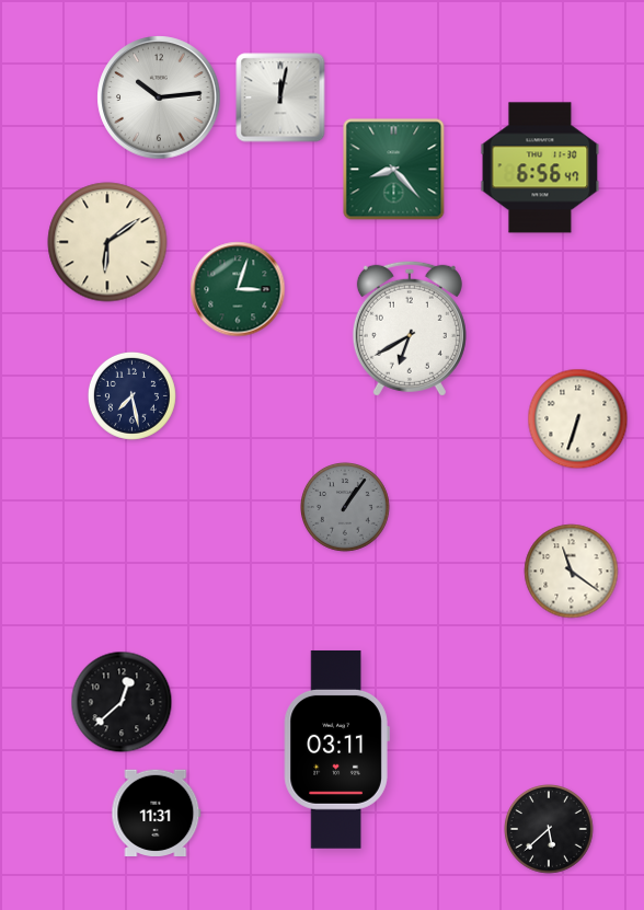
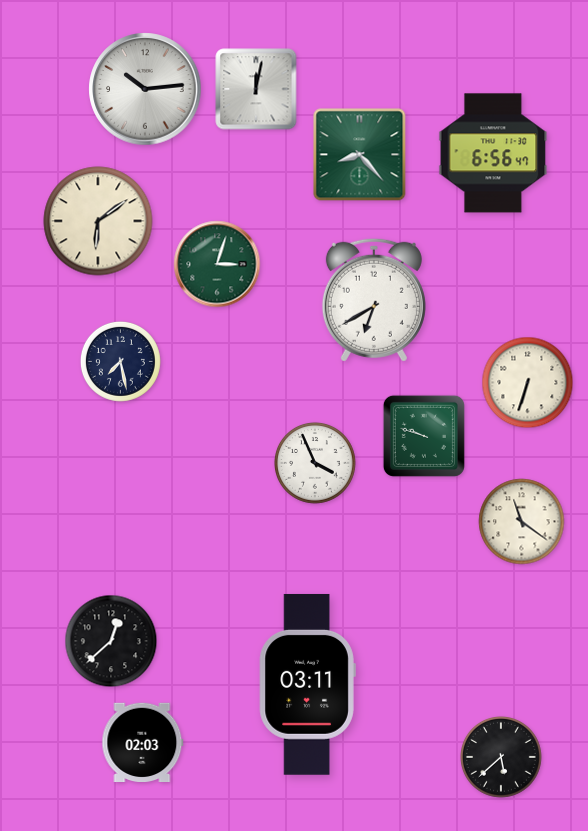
clock at (424, 436): none -> 9:48
clock at (346, 508): 1:06 -> 3:56
clock at (346, 508) dial: grey -> white
clock at (157, 813): 11:31 -> 02:03
